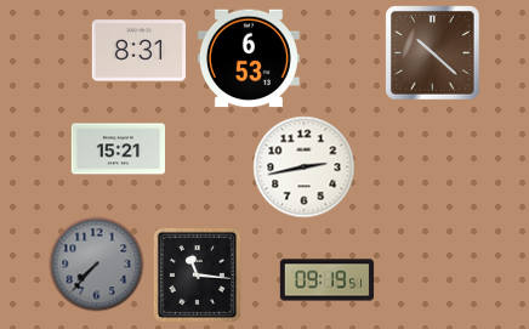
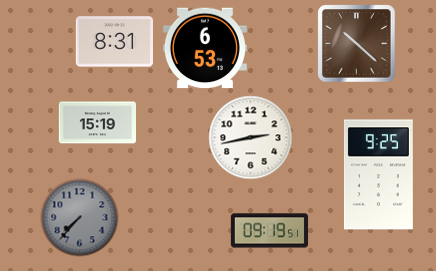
clock at (118, 149): 15:21 -> 15:19
clock at (378, 175): none -> 9:25
clock at (197, 274): 11:16 -> none
